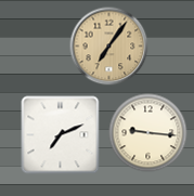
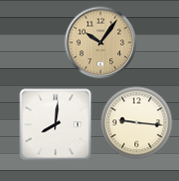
clock at (109, 47): 7:06 -> 10:06
clock at (61, 135): 7:11 -> 8:01
